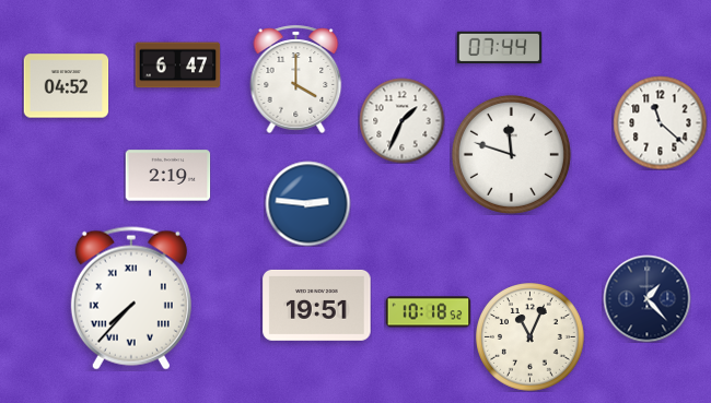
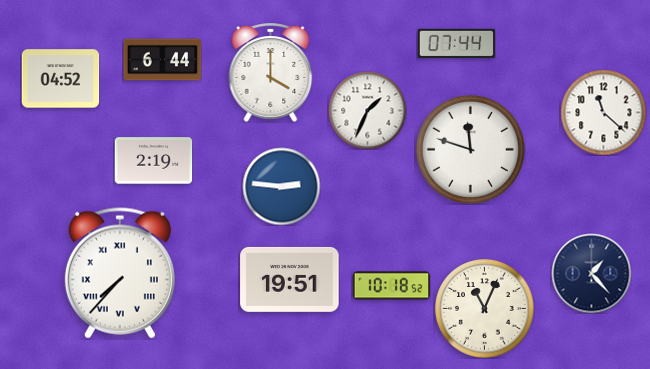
clock at (177, 66): 6:47 -> 6:44
clock at (511, 154) position: (511, 154) -> (470, 149)
